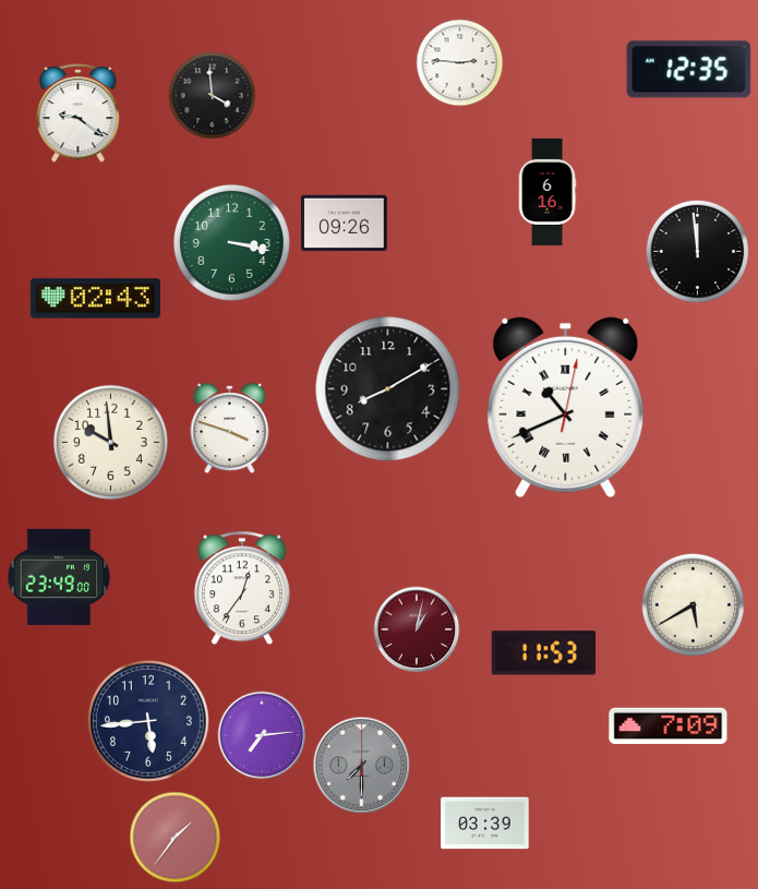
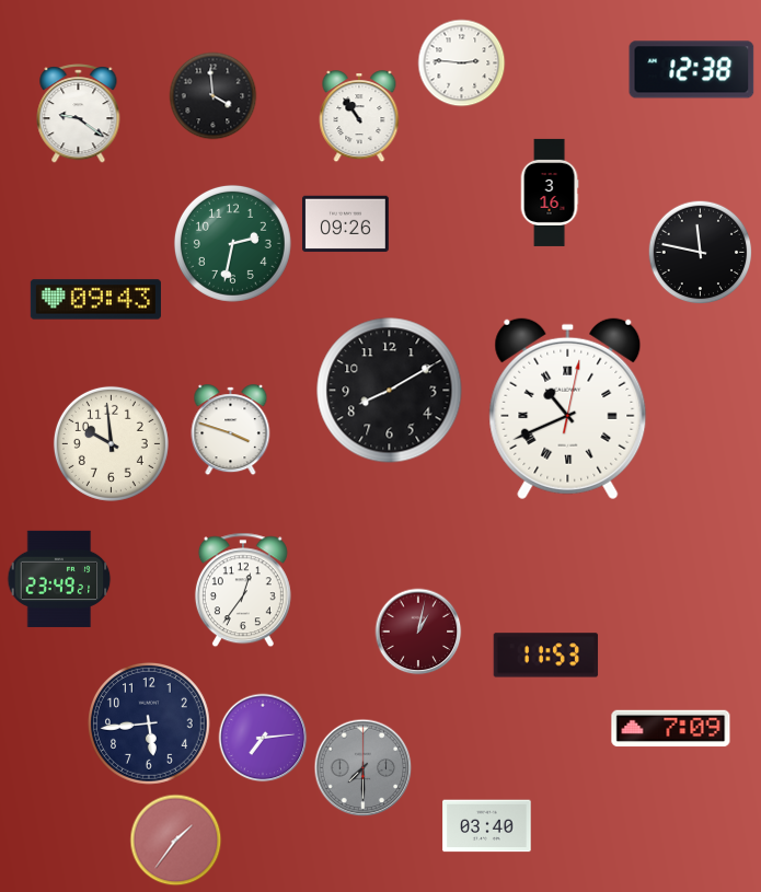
clock at (689, 70): 12:35 -> 12:38
clock at (359, 117): none -> 10:54
clock at (548, 192): 6:16 -> 3:16
clock at (231, 242): 3:17 -> 2:32
clock at (698, 252): 11:59 -> 11:47
clock at (95, 299): 02:43 -> 09:43
clock at (59, 577): 23:49:00 -> 23:49:21
clock at (694, 605): 5:40 -> none
clock at (485, 824): 03:39 -> 03:40
